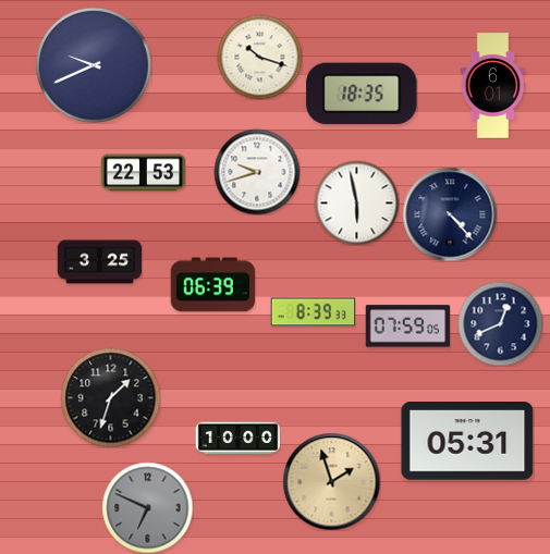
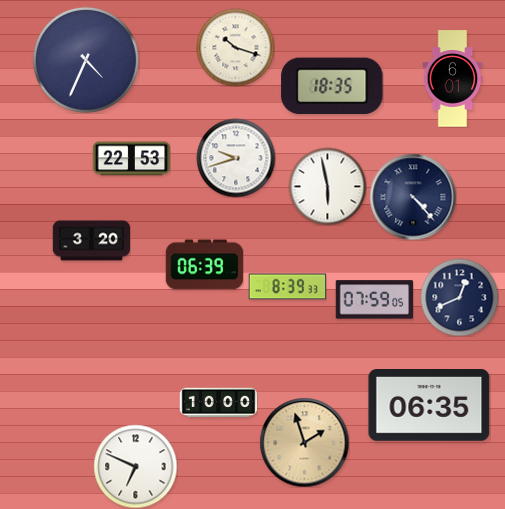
clock at (259, 57) position: (259, 57) -> (235, 47)
clock at (94, 65): 9:41 -> 4:34
clock at (99, 262): 3:25 -> 3:20
clock at (212, 285) position: (212, 285) -> (204, 265)
clock at (110, 397): 1:33 -> none
clock at (467, 442): 05:31 -> 06:35
clock at (147, 507) dial: grey -> white
